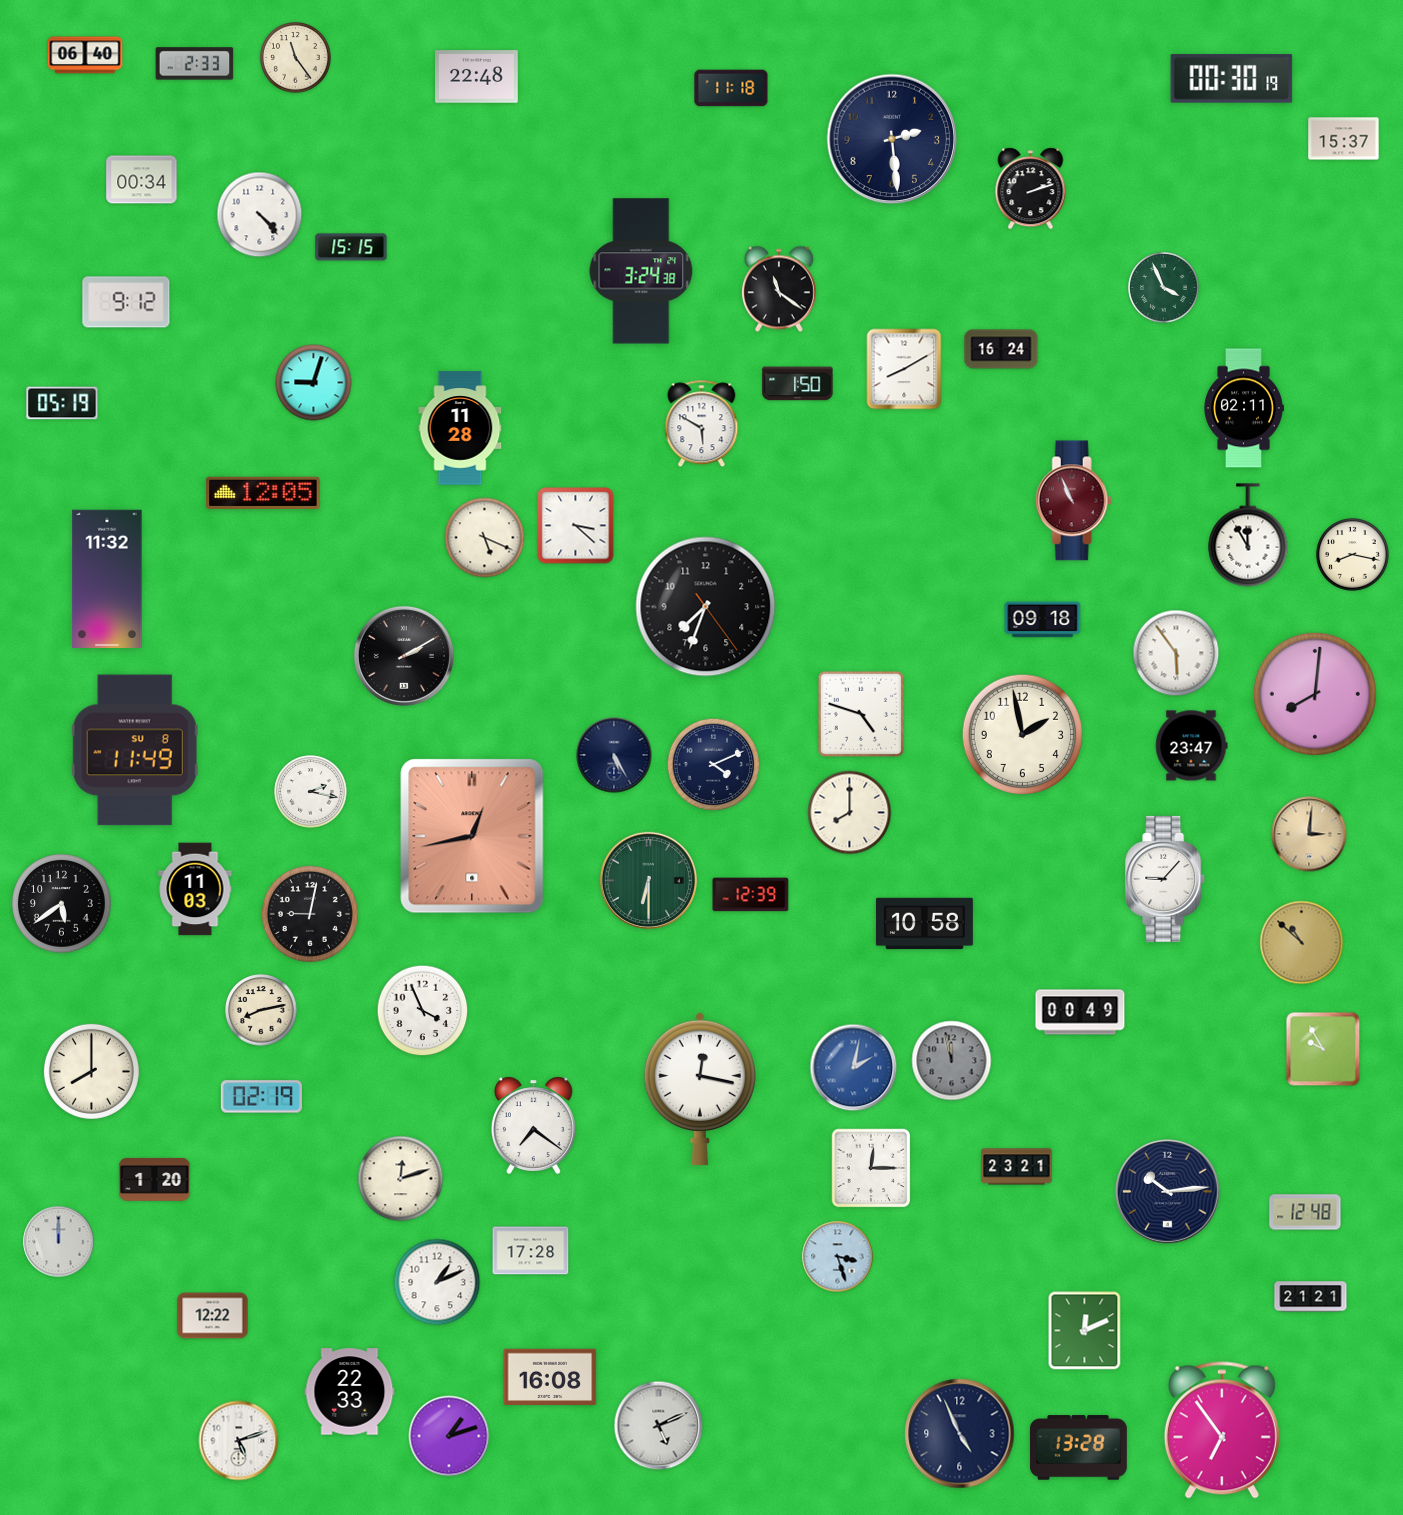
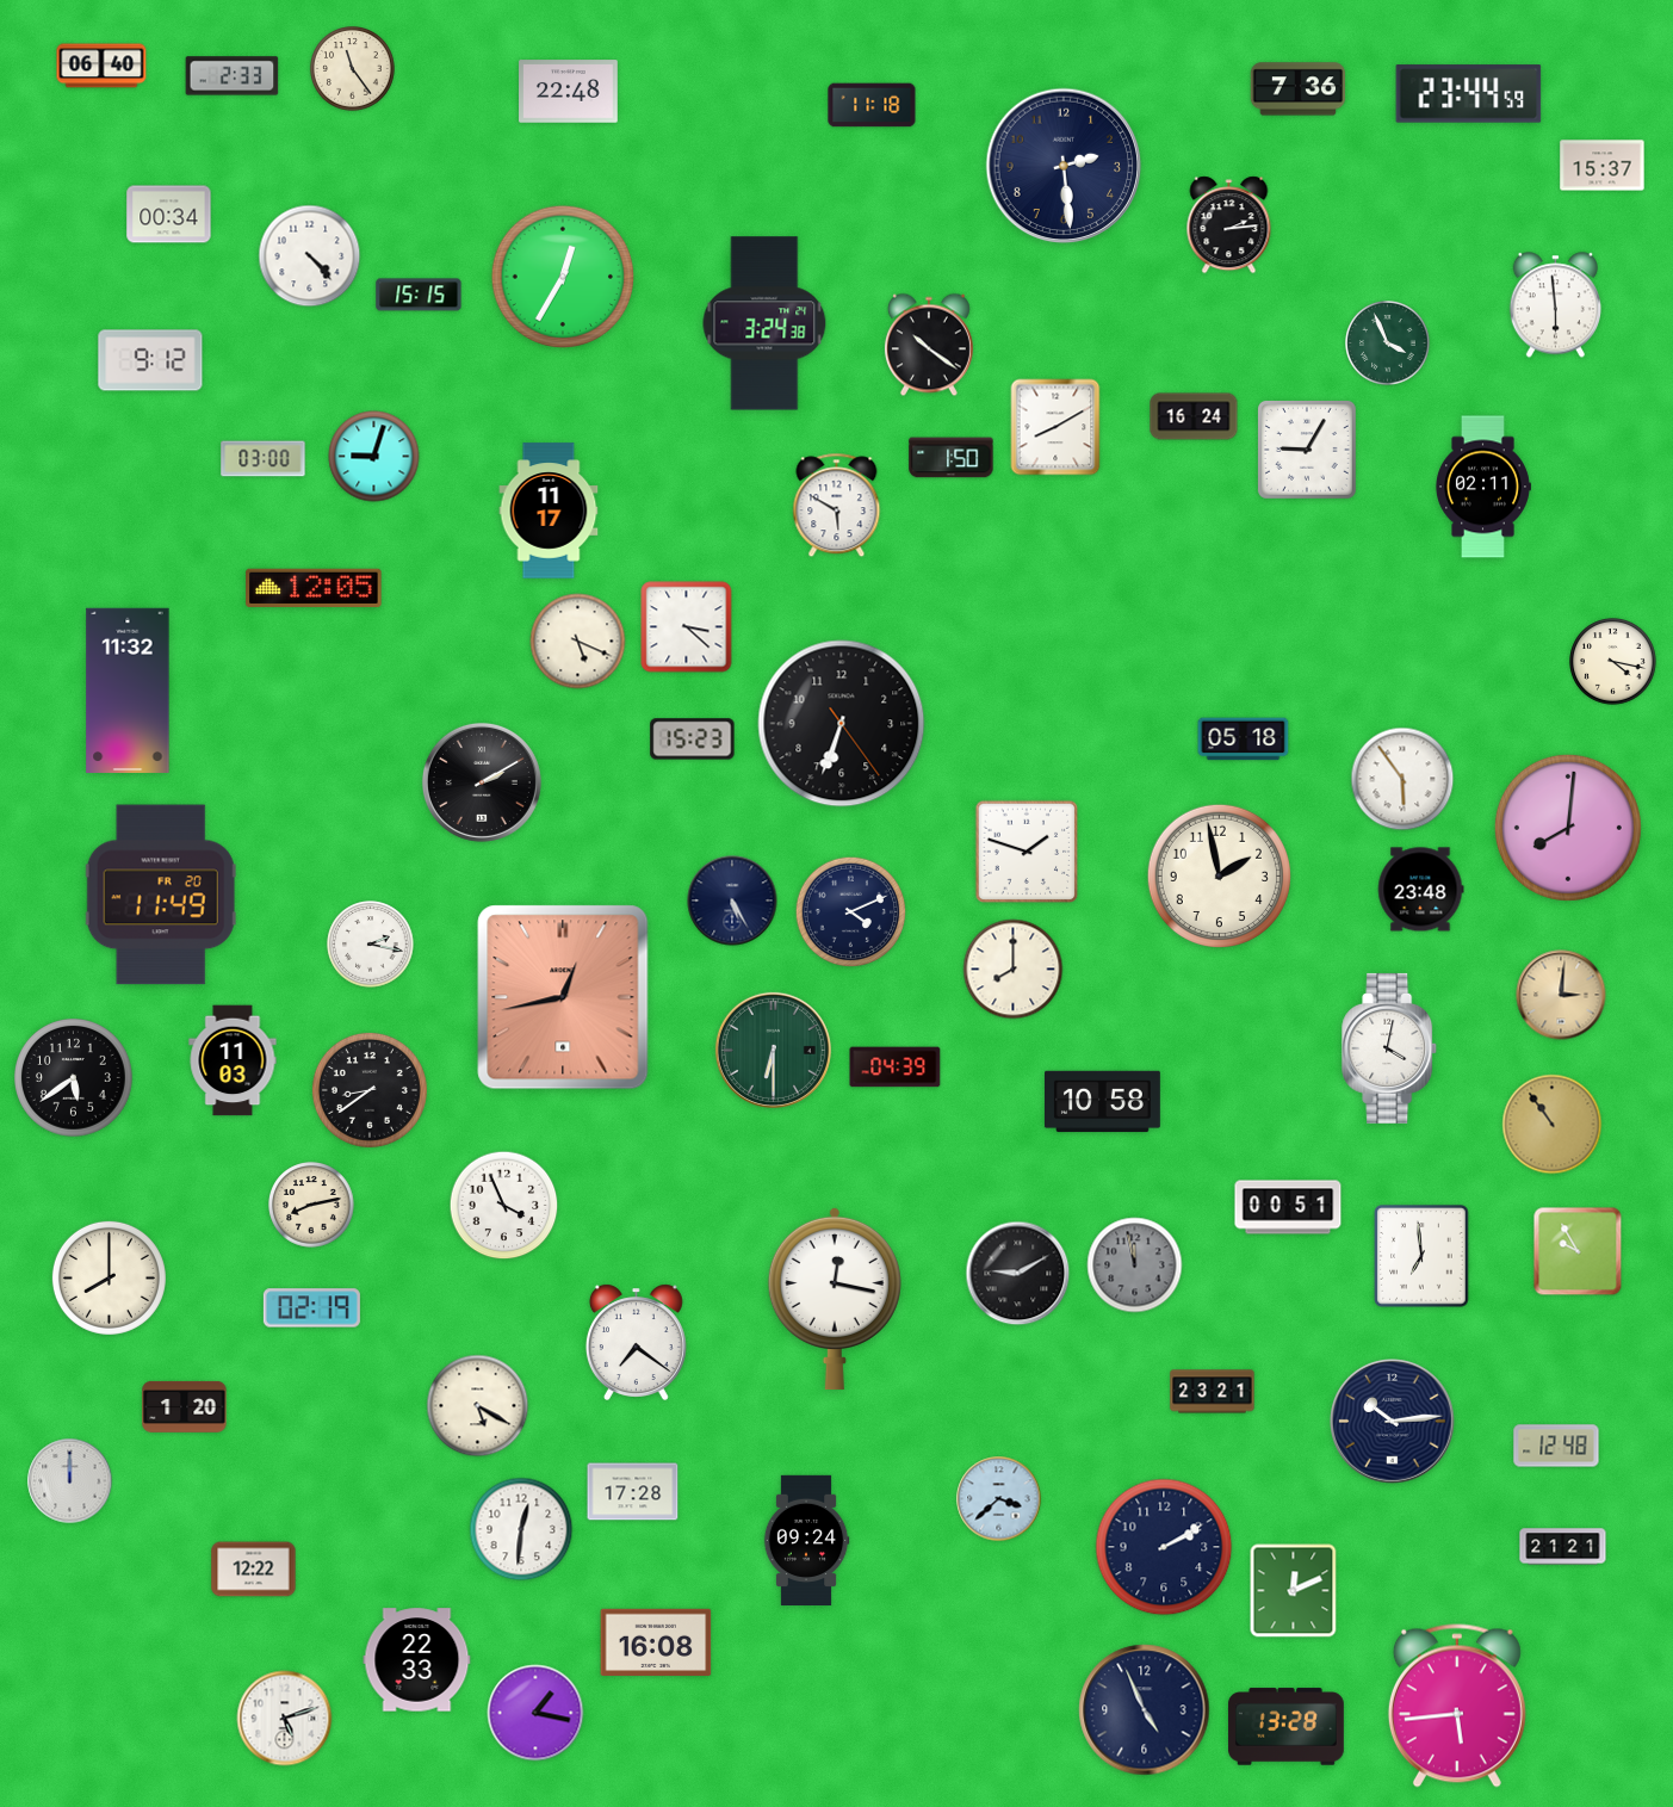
clock at (1299, 89): none -> 7:36
clock at (1232, 79): 00:30 -> 23:44
clock at (1031, 189): 2:12 -> 2:14
clock at (562, 276): none -> 12:35
clock at (1555, 305): none -> 5:59
clock at (779, 289): 11:21 -> 10:21
clock at (904, 369) position: (904, 369) -> (1055, 427)
clock at (1307, 450): none -> 9:05
clock at (264, 459): none -> 03:00
clock at (62, 403): 05:19 -> none
clock at (460, 428): 11:28 -> 11:17
clock at (1073, 501): 10:56 -> none
clock at (1248, 535): 11:55 -> none
clock at (1353, 555): 8:17 -> 4:17
clock at (706, 607): 7:33 -> 6:33
clock at (693, 739): none -> 15:23
clock at (1043, 620): 09:18 -> 05:18
clock at (861, 714): 4:48 -> 1:48
clock at (1191, 746): 23:47 -> 23:48
clock at (135, 750) date: SU 8 -> FR 20
clock at (1166, 879): 9:07 -> 4:02
clock at (751, 895): 12:39 -> 04:39
clock at (310, 914): 9:02 -> 8:39
clock at (1302, 943): 10:52 -> 10:54
clock at (1080, 1012): 00:49 -> 00:51
clock at (1421, 1256): none -> 6:59
clock at (854, 1068): 2:02 -> 9:10
clock at (854, 1068) dial: blue -> black
clock at (871, 1168): 12:15 -> none
clock at (401, 1179): 12:12 -> 5:20
clock at (838, 1257): 3:27 -> 3:38
clock at (437, 1282): 1:11 -> 12:31
clock at (806, 1540): none -> 09:24
clock at (1164, 1547): none -> 2:10
clock at (1085, 1331) position: (1085, 1331) -> (1294, 1591)
clock at (659, 1426): 5:11 -> none
clock at (1222, 1430): 6:54 -> 5:44
clock at (449, 1436): 1:12 -> 1:17
